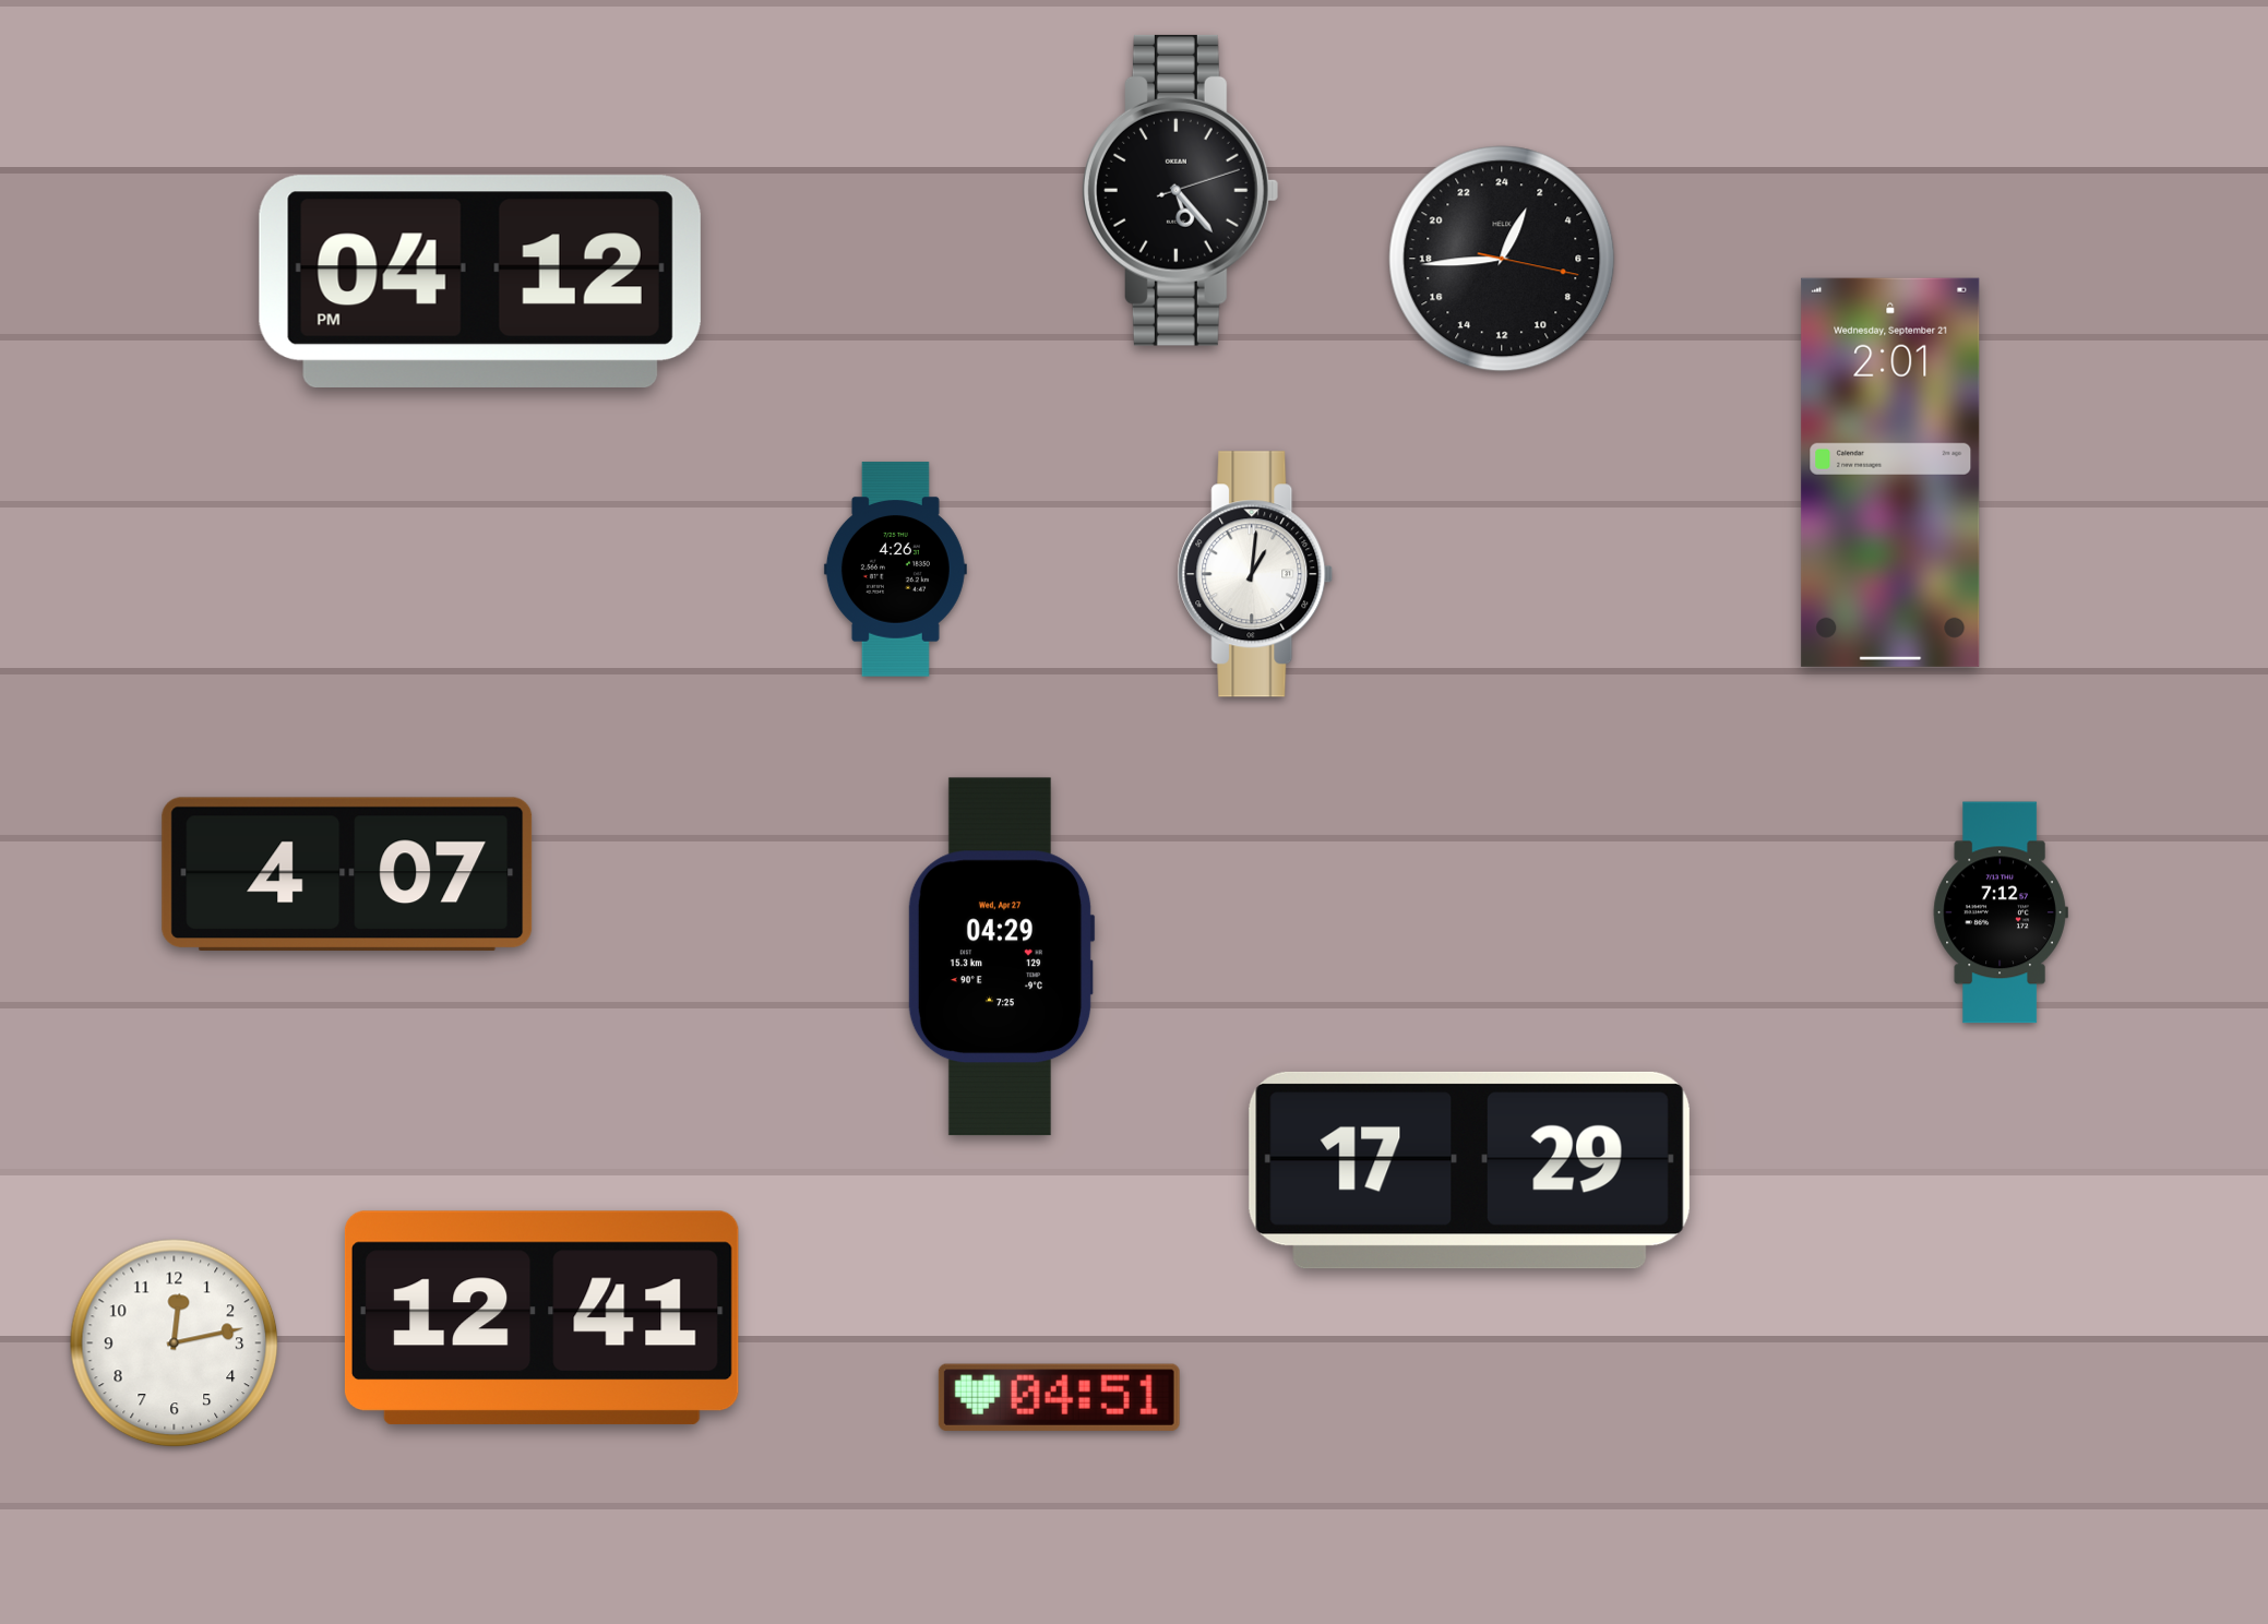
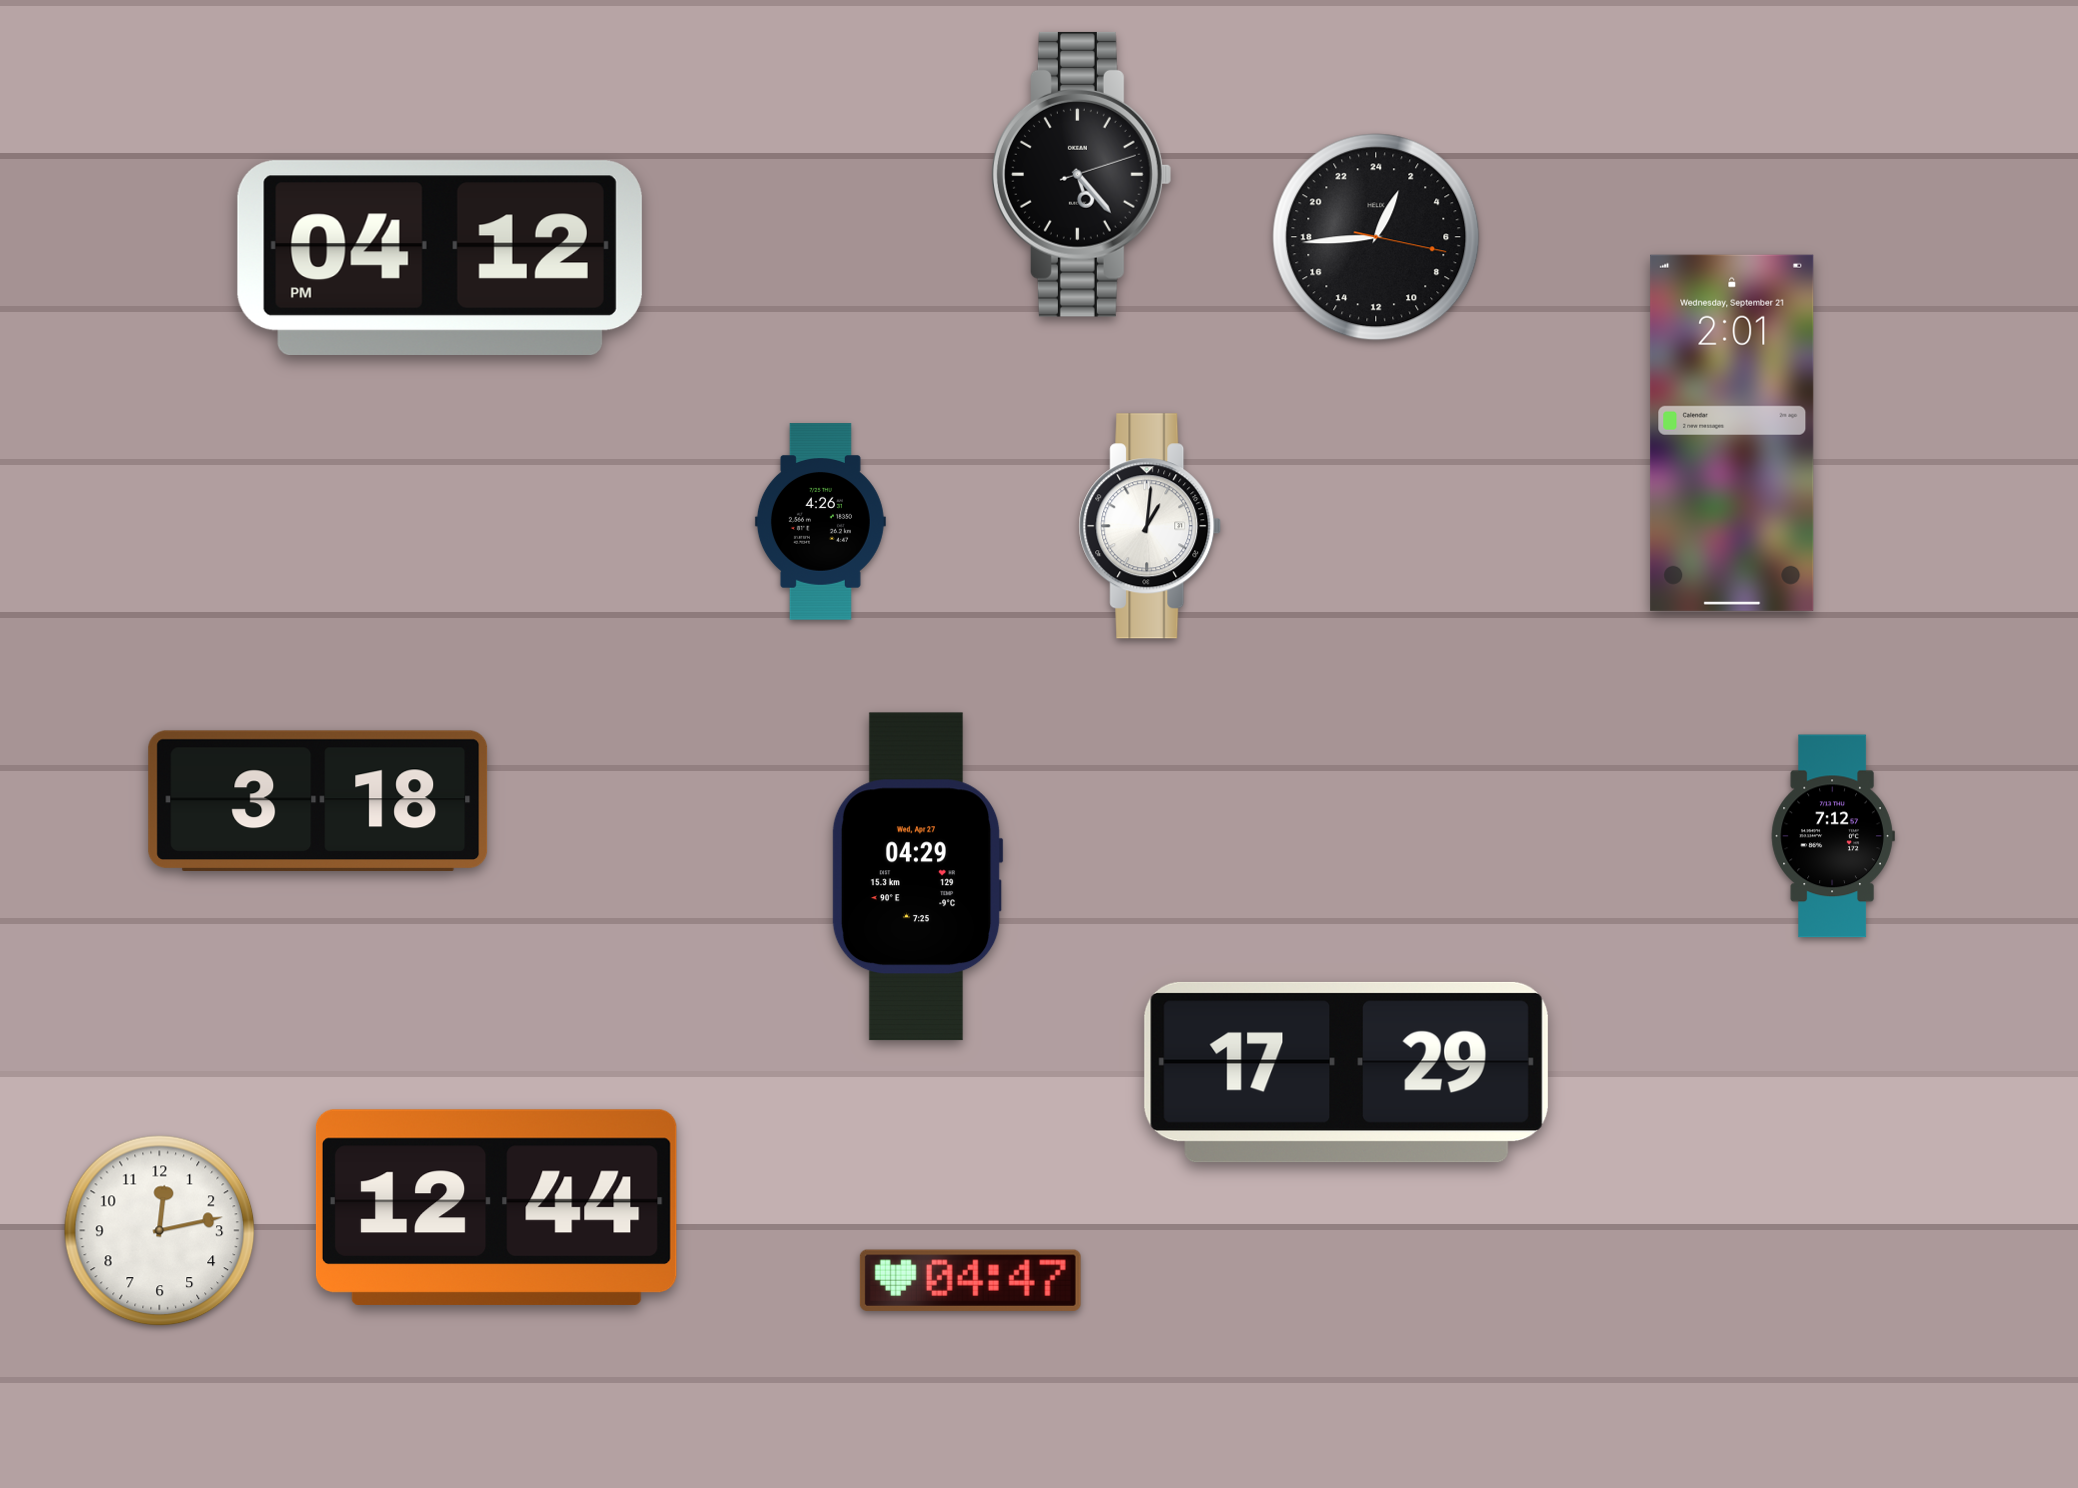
clock at (347, 874): 4:07 -> 3:18
clock at (541, 1317): 12:41 -> 12:44
clock at (1059, 1397): 04:51 -> 04:47
